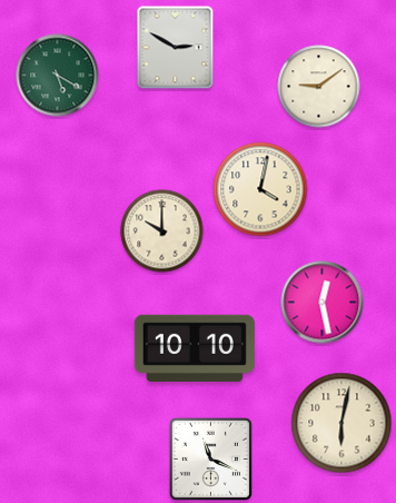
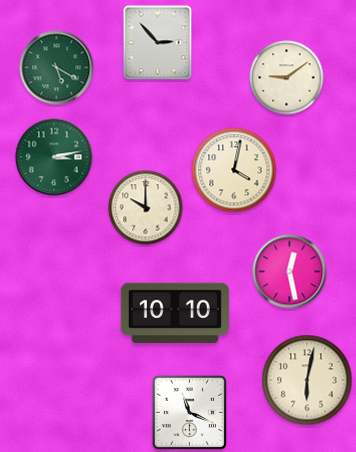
clock at (176, 48): 2:50 -> 2:53
clock at (58, 76) position: (58, 76) -> (57, 68)
clock at (54, 157): none -> 3:13
